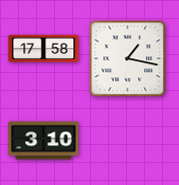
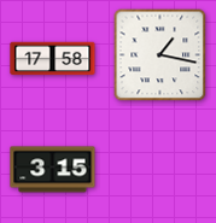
clock at (128, 59) position: (128, 59) -> (160, 55)
clock at (44, 141): 3:10 -> 3:15
